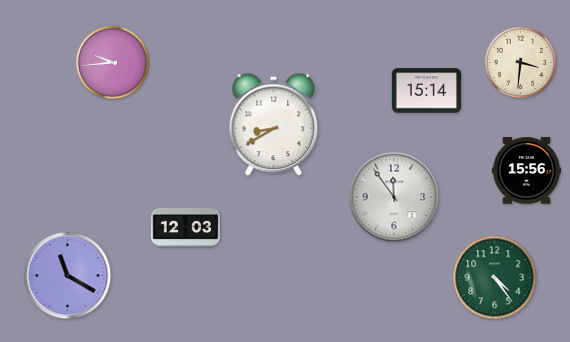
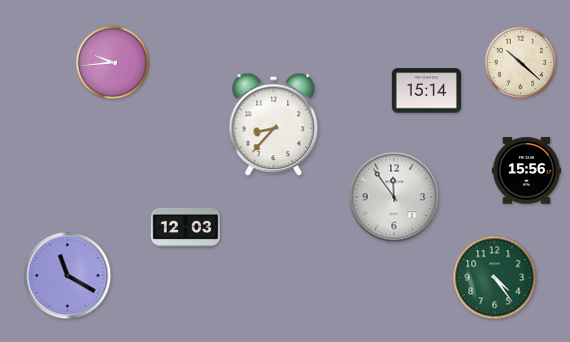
clock at (521, 63): 3:31 -> 10:22
clock at (274, 125): 8:40 -> 8:37
